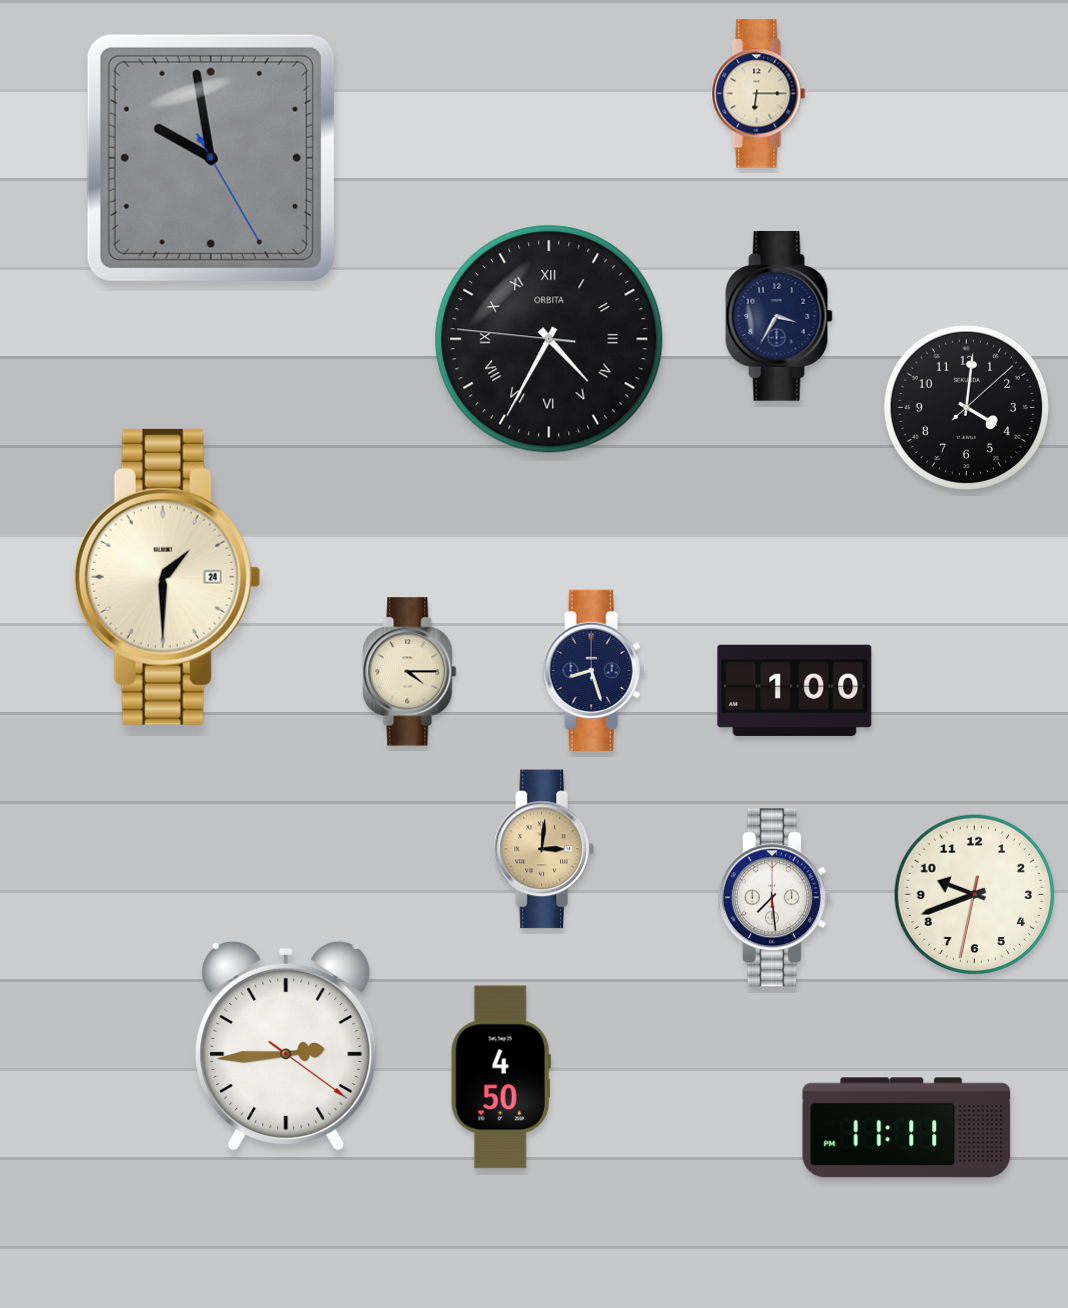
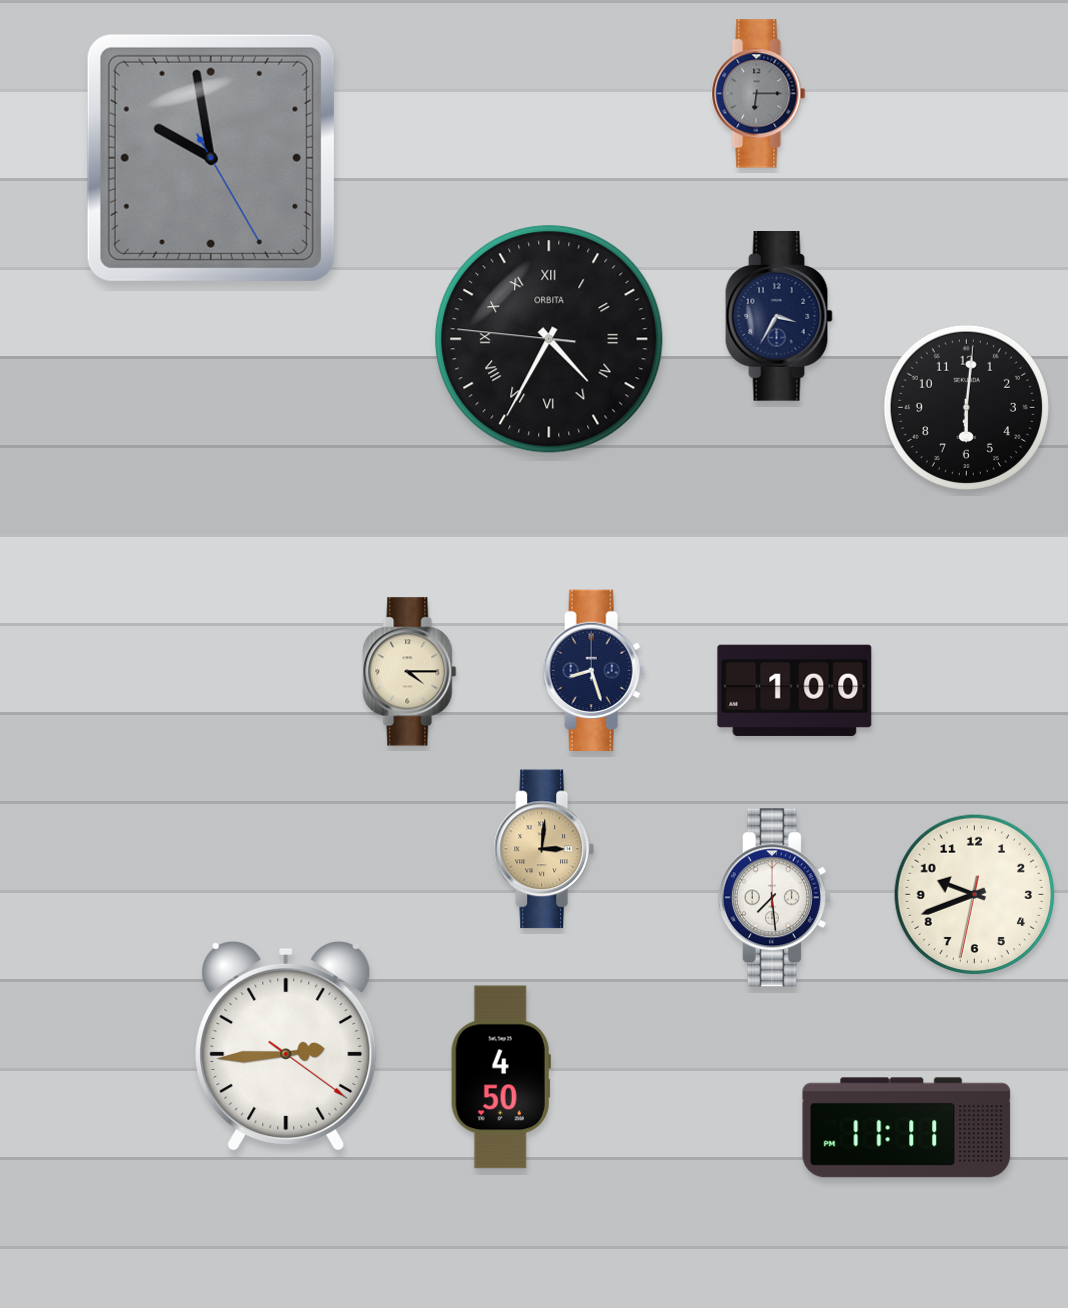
clock at (759, 94) dial: cream -> grey
clock at (966, 407): 4:01 -> 6:01
clock at (167, 577): 1:30 -> none
